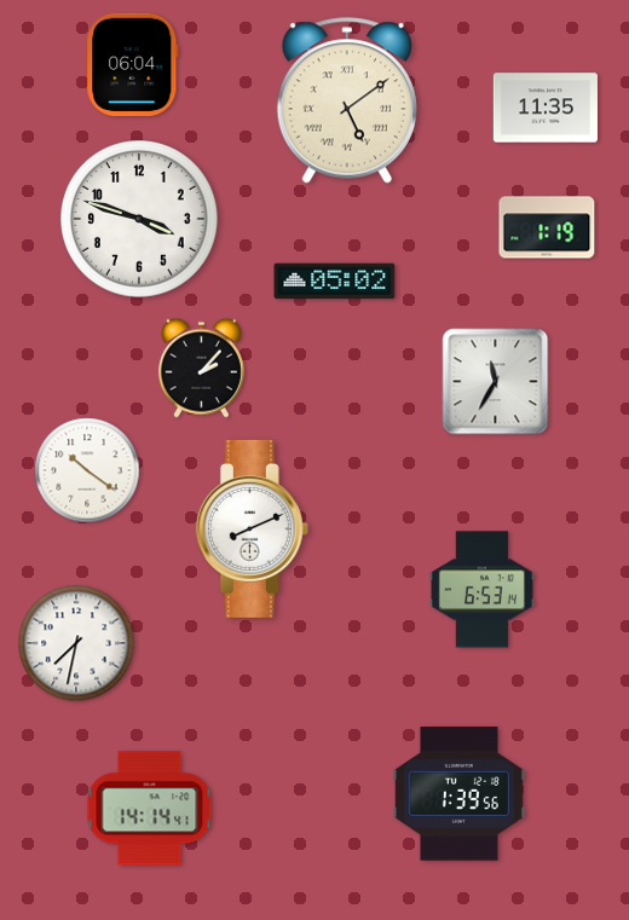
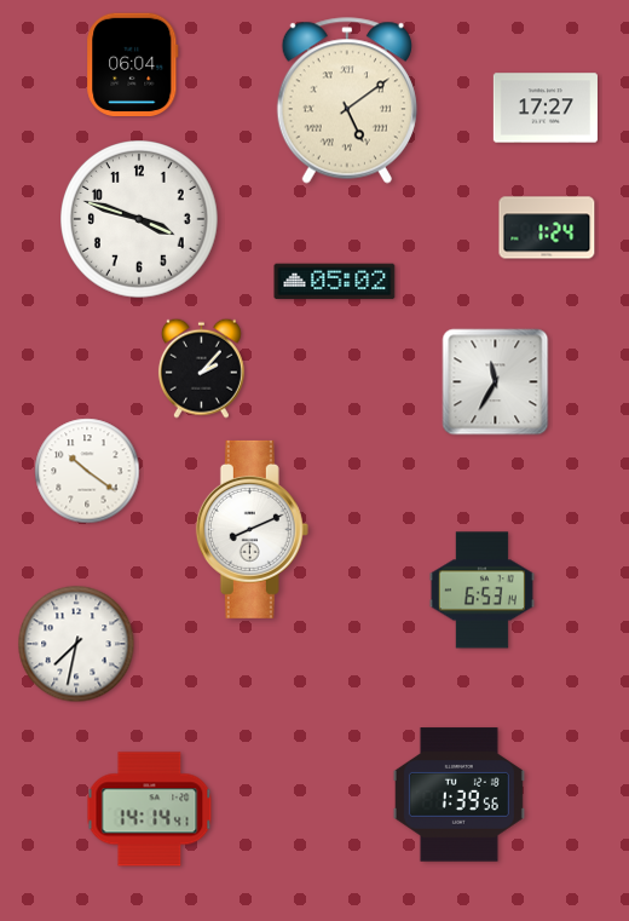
clock at (546, 108): 11:35 -> 17:27
clock at (547, 227): 1:19 -> 1:24
